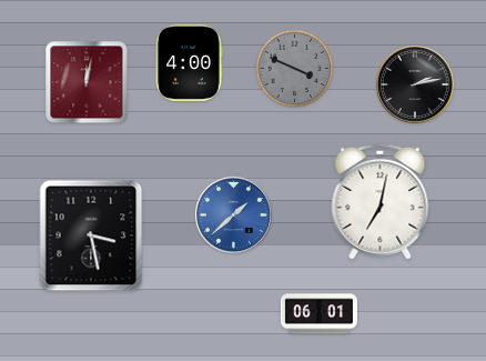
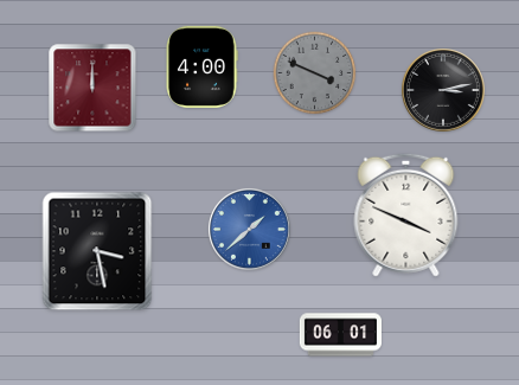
clock at (87, 82): 12:02 -> 12:00
clock at (416, 86): 2:13 -> 3:13
clock at (381, 201): 7:02 -> 3:49
